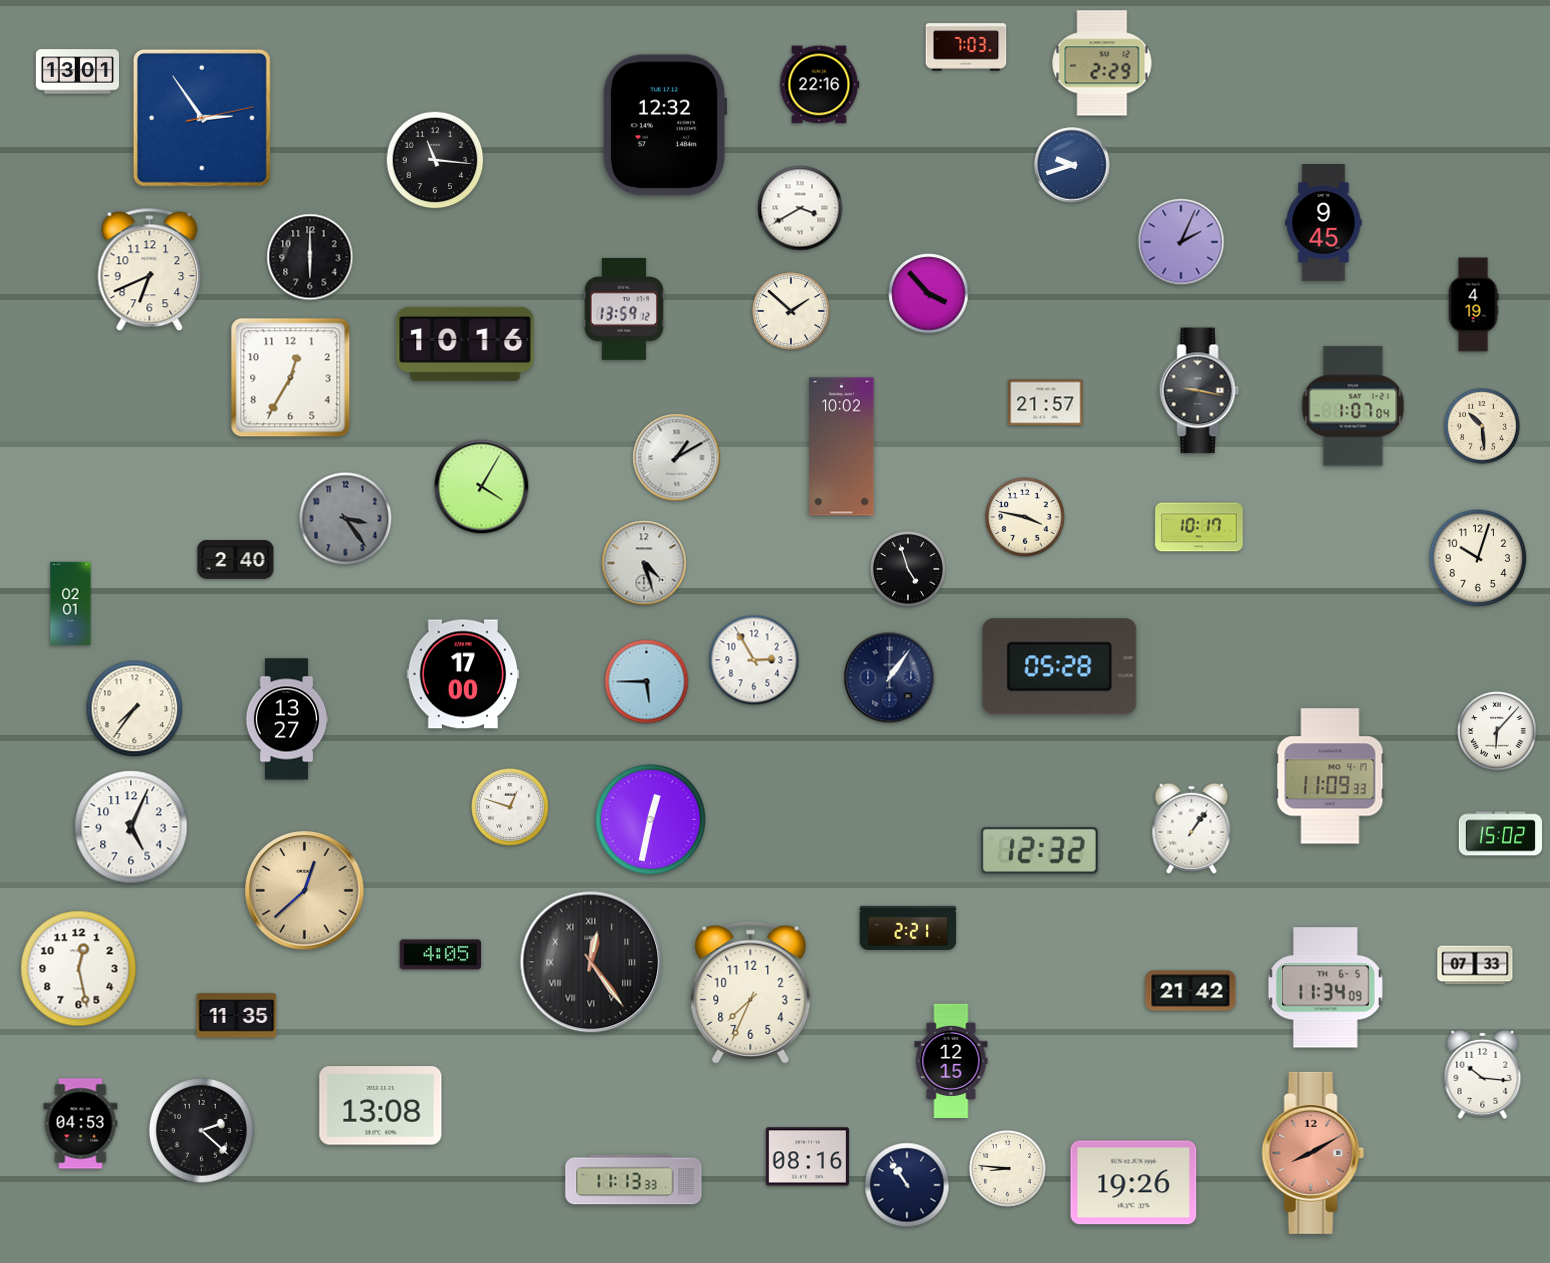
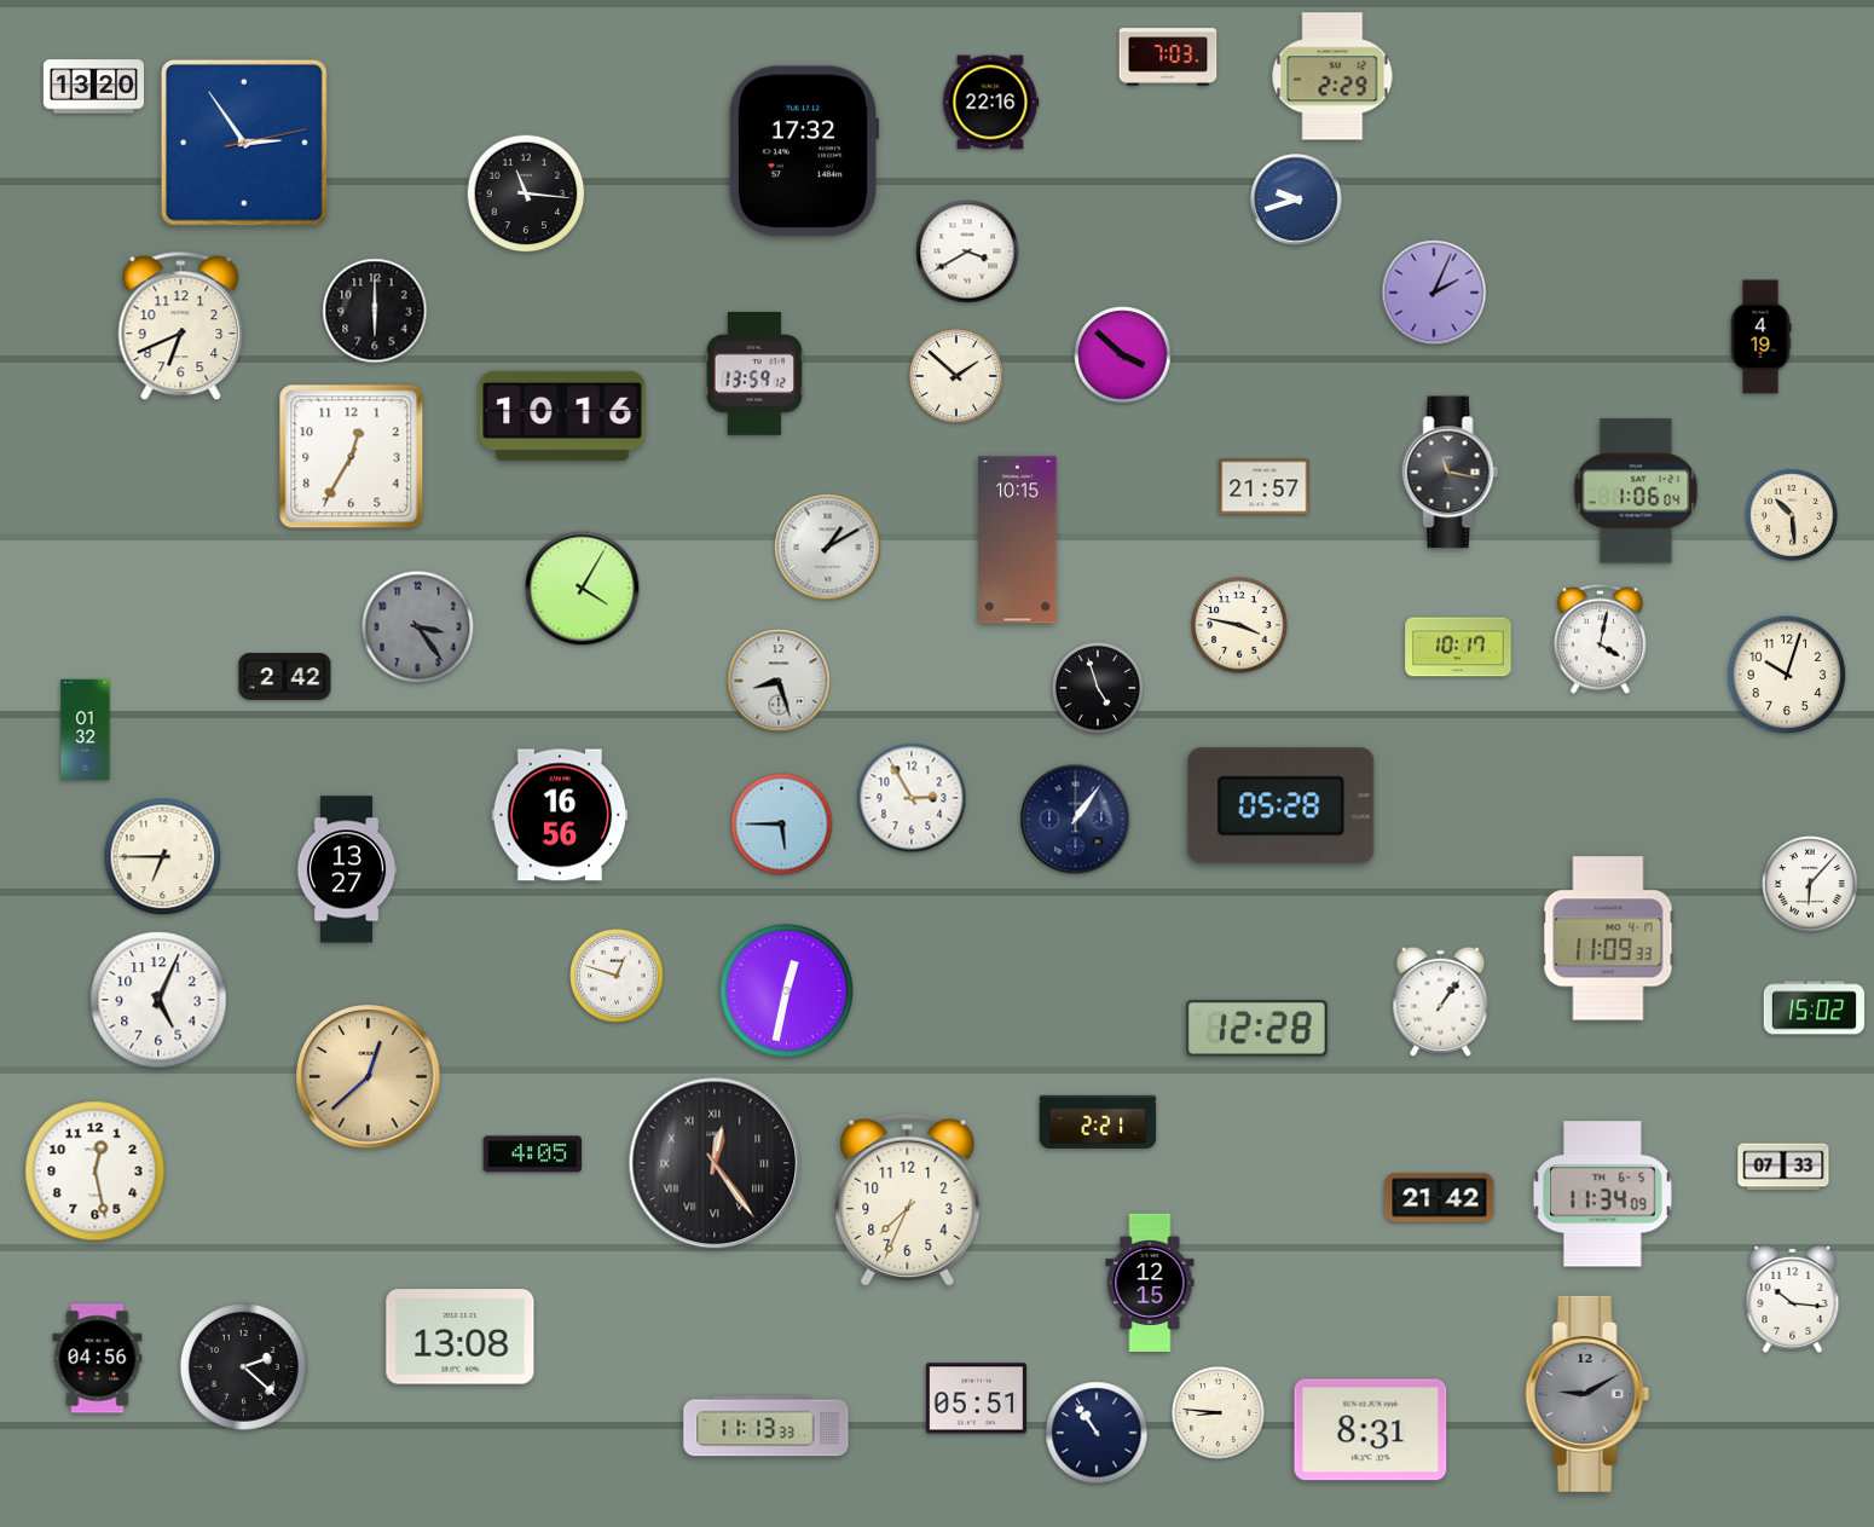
clock at (78, 72): 13:01 -> 13:20
clock at (665, 125): 12:32 -> 17:32
clock at (1324, 223): 9:45 -> none
clock at (1181, 242) position: (1181, 242) -> (1434, 293)
clock at (929, 294): 3:53 -> 3:52
clock at (1473, 305) position: (1473, 305) -> (1760, 337)
clock at (1200, 391): 9:17 -> 11:17
clock at (1353, 406): 1:07 -> 1:06
clock at (842, 447): 10:02 -> 10:15
clock at (677, 458) position: (677, 458) -> (828, 548)
clock at (1199, 527) position: (1199, 527) -> (1458, 647)
clock at (1600, 638): none -> 4:02
clock at (236, 560): 2:40 -> 2:42
clock at (644, 563): 4:27 -> 8:27
clock at (71, 604): 02:01 -> 01:32
clock at (463, 674): 17:00 -> 16:56
clock at (135, 709): 7:36 -> 6:45
clock at (1039, 851): 12:32 -> 12:28
clock at (237, 1016): 11:35 -> none
clock at (81, 1124): 04:53 -> 04:56
clock at (1313, 1153): 8:10 -> 9:10
clock at (1313, 1153) dial: salmon -> grey
clock at (807, 1157): 08:16 -> 05:51
clock at (1134, 1183): 19:26 -> 8:31
